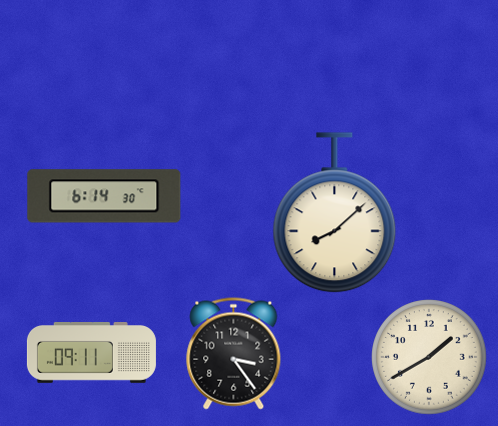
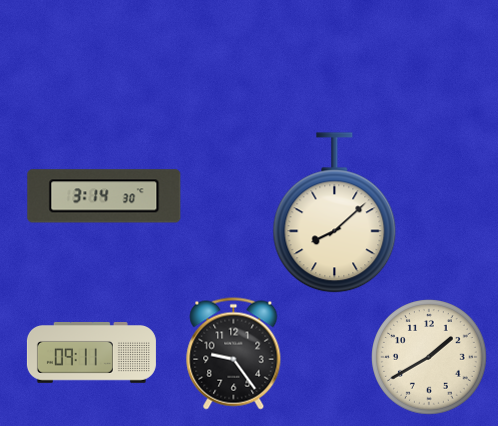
clock at (104, 196): 6:14 -> 3:14
clock at (234, 354): 3:24 -> 9:24
